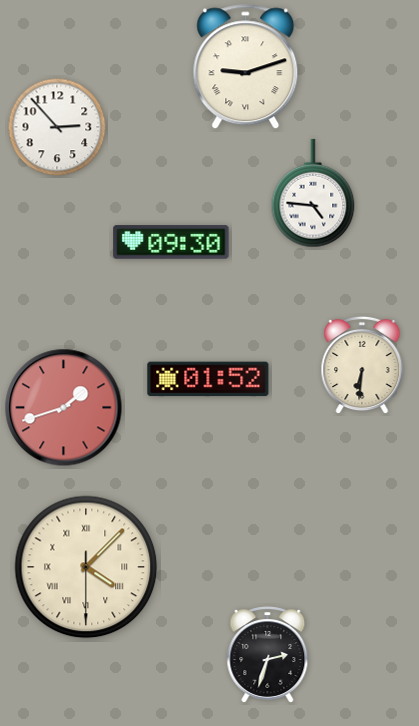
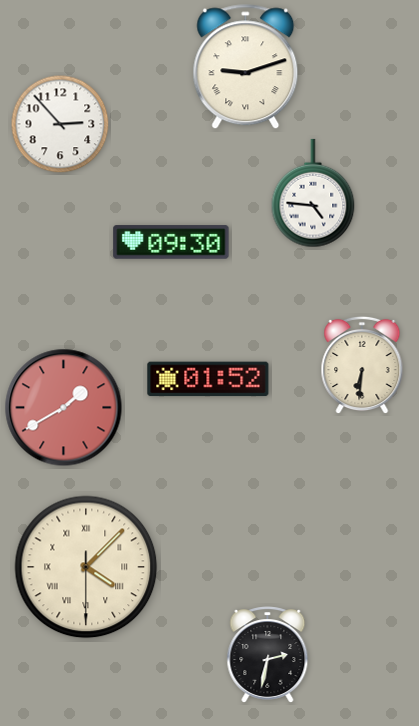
clock at (57, 127) position: (57, 127) -> (60, 124)
clock at (64, 408): 1:42 -> 1:40
clock at (268, 655): 2:33 -> 2:32
